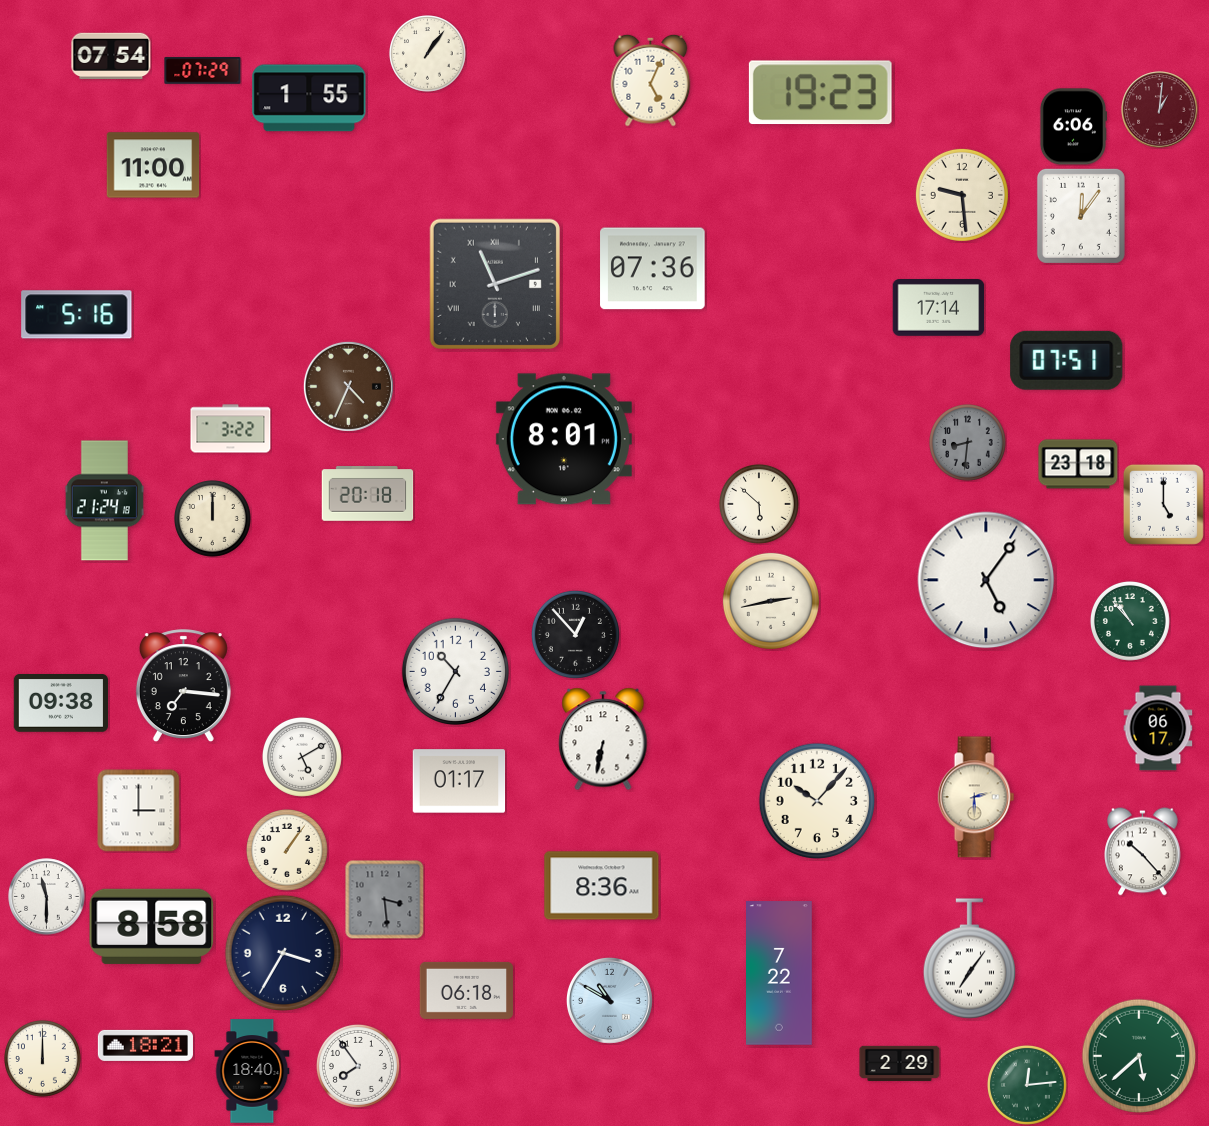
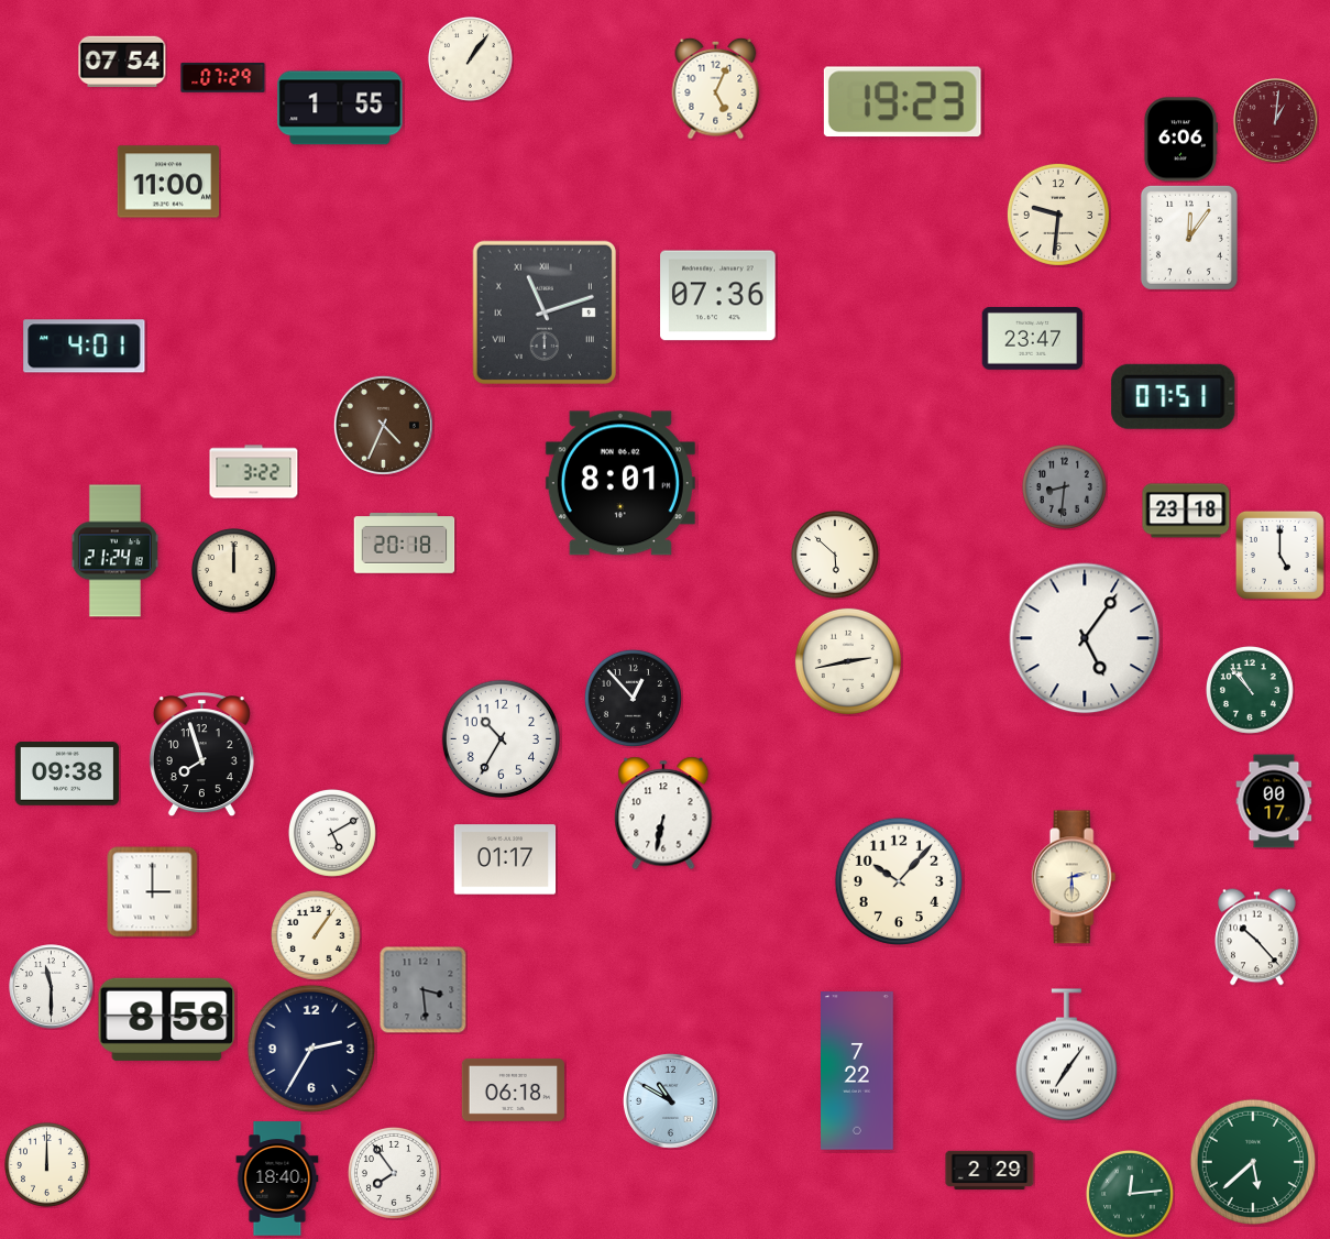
clock at (962, 195): 9:29 -> 9:31
clock at (939, 308): 17:14 -> 23:47
clock at (77, 315): 5:16 -> 4:01
clock at (1130, 621) position: (1130, 621) -> (1250, 690)
clock at (183, 686): 7:16 -> 7:57
clock at (1158, 728): 06:17 -> 00:17
clock at (602, 886): 8:36 -> none
clock at (282, 952): 3:35 -> 2:35
clock at (145, 1045): 18:21 -> none
